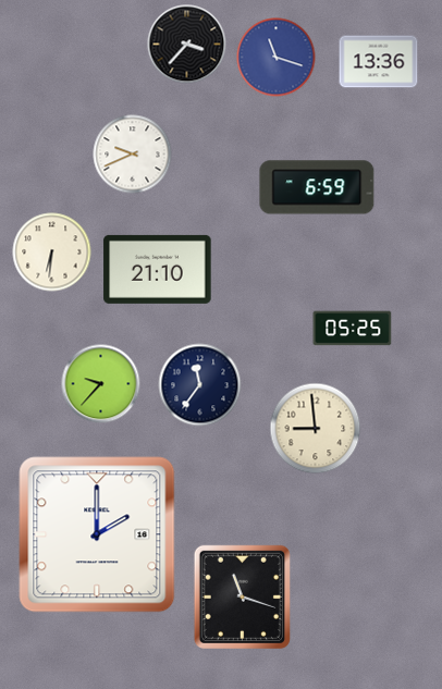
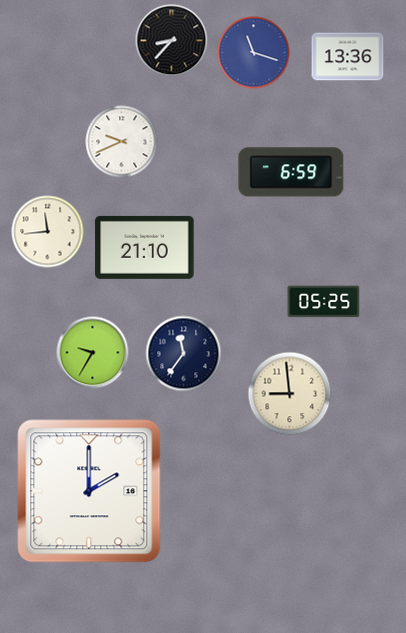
clock at (187, 45): 3:37 -> 8:37
clock at (52, 253): 6:31 -> 11:44
clock at (101, 384): 9:37 -> 9:35
clock at (242, 596): 11:18 -> none
